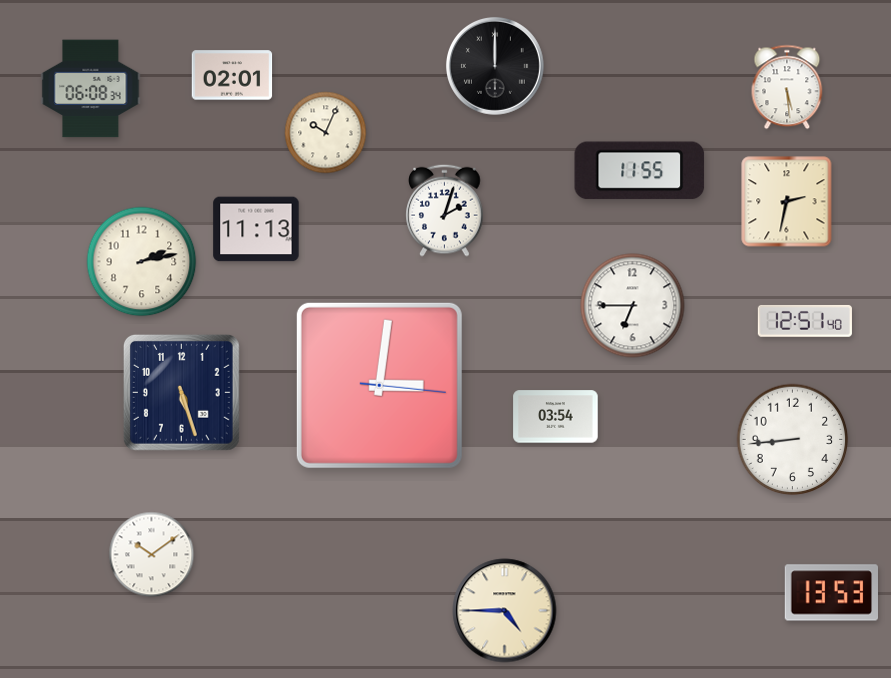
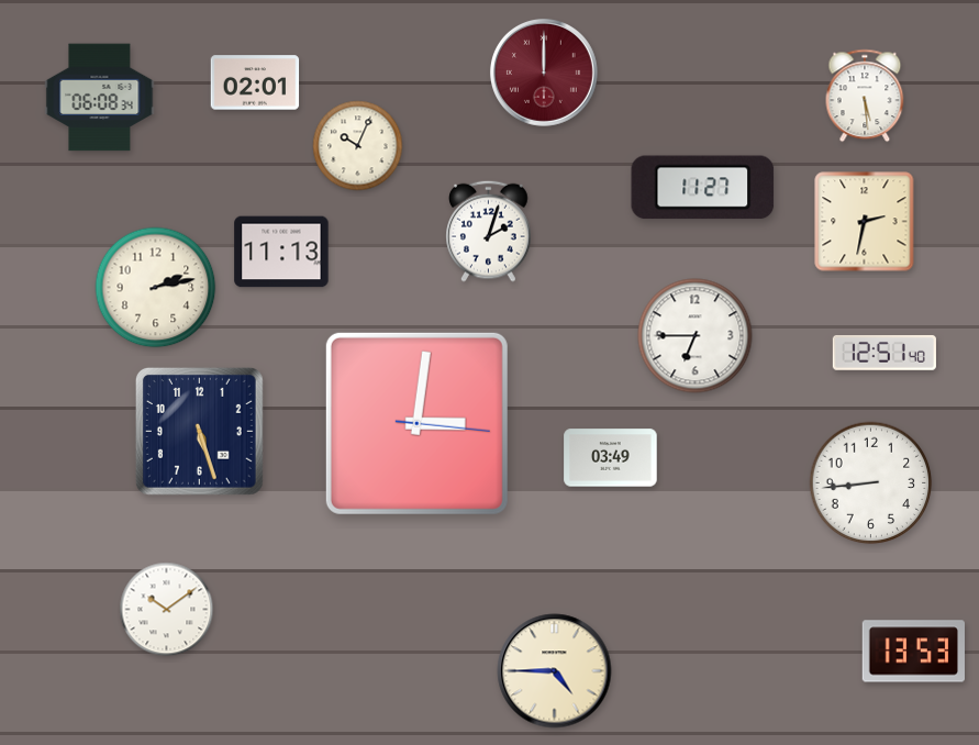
clock at (495, 66) dial: black -> burgundy
clock at (640, 171): 11:55 -> 11:27
clock at (556, 417): 03:54 -> 03:49
